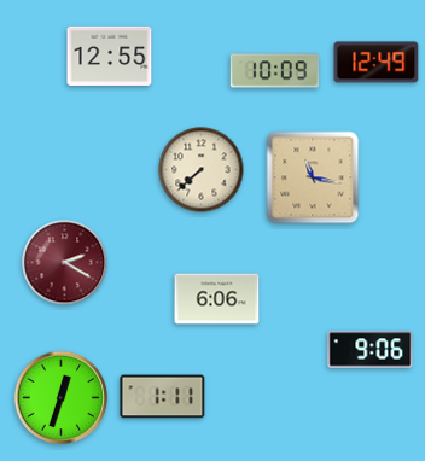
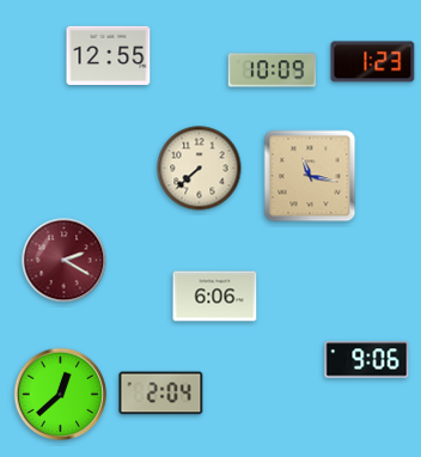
clock at (377, 63): 12:49 -> 1:23
clock at (371, 350) position: (371, 350) -> (367, 360)
clock at (163, 397): 1:11 -> 2:04
clock at (62, 398): 12:33 -> 12:38
